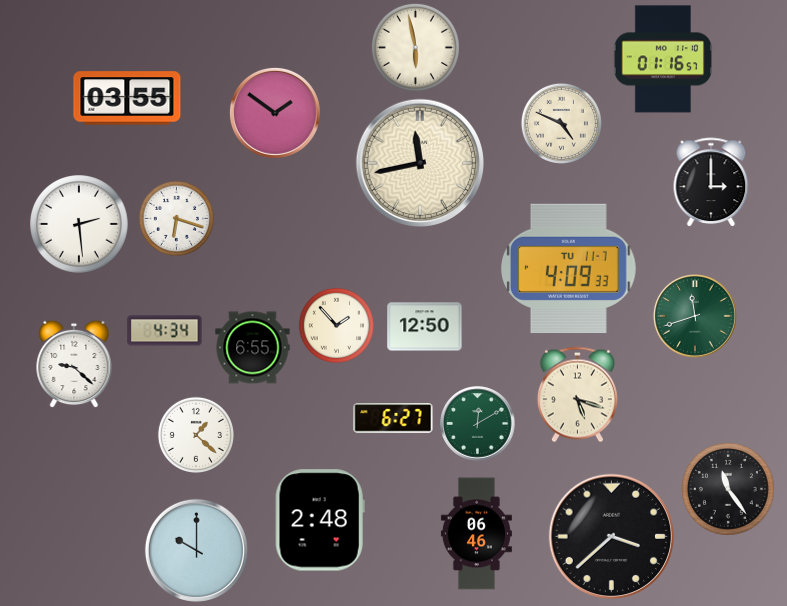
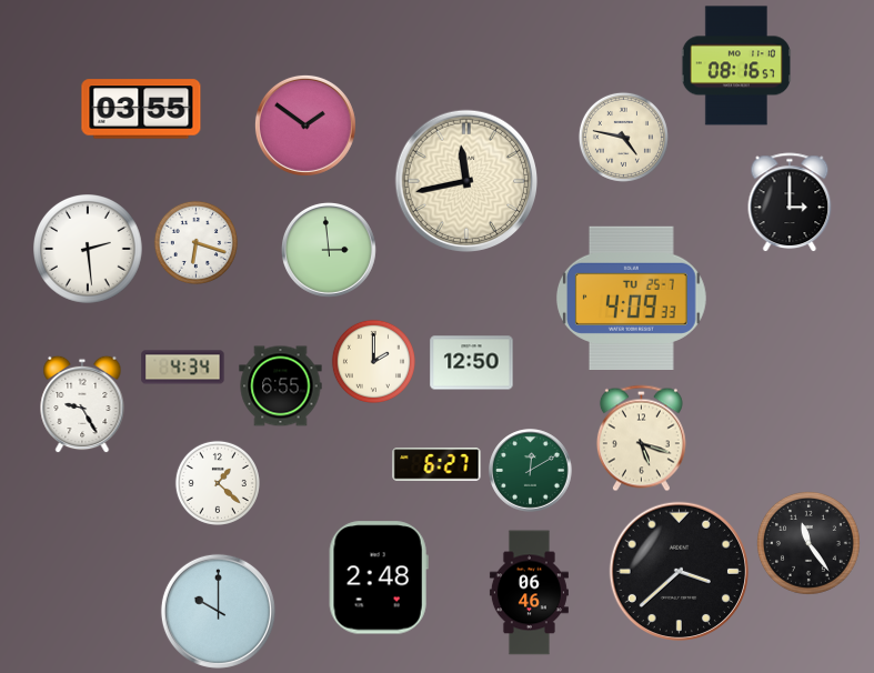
clock at (415, 47): 5:58 -> none
clock at (663, 59): 01:16 -> 08:16
clock at (561, 123): 4:49 -> 4:47
clock at (329, 250): none -> 2:59
clock at (568, 268) date: TU 11-7 -> TU 25-7
clock at (695, 316): 11:42 -> none
clock at (336, 325): 1:53 -> 2:00
clock at (74, 364): 9:22 -> 9:25
clock at (320, 520) position: (320, 520) -> (379, 577)
clock at (611, 536) position: (611, 536) -> (679, 571)
